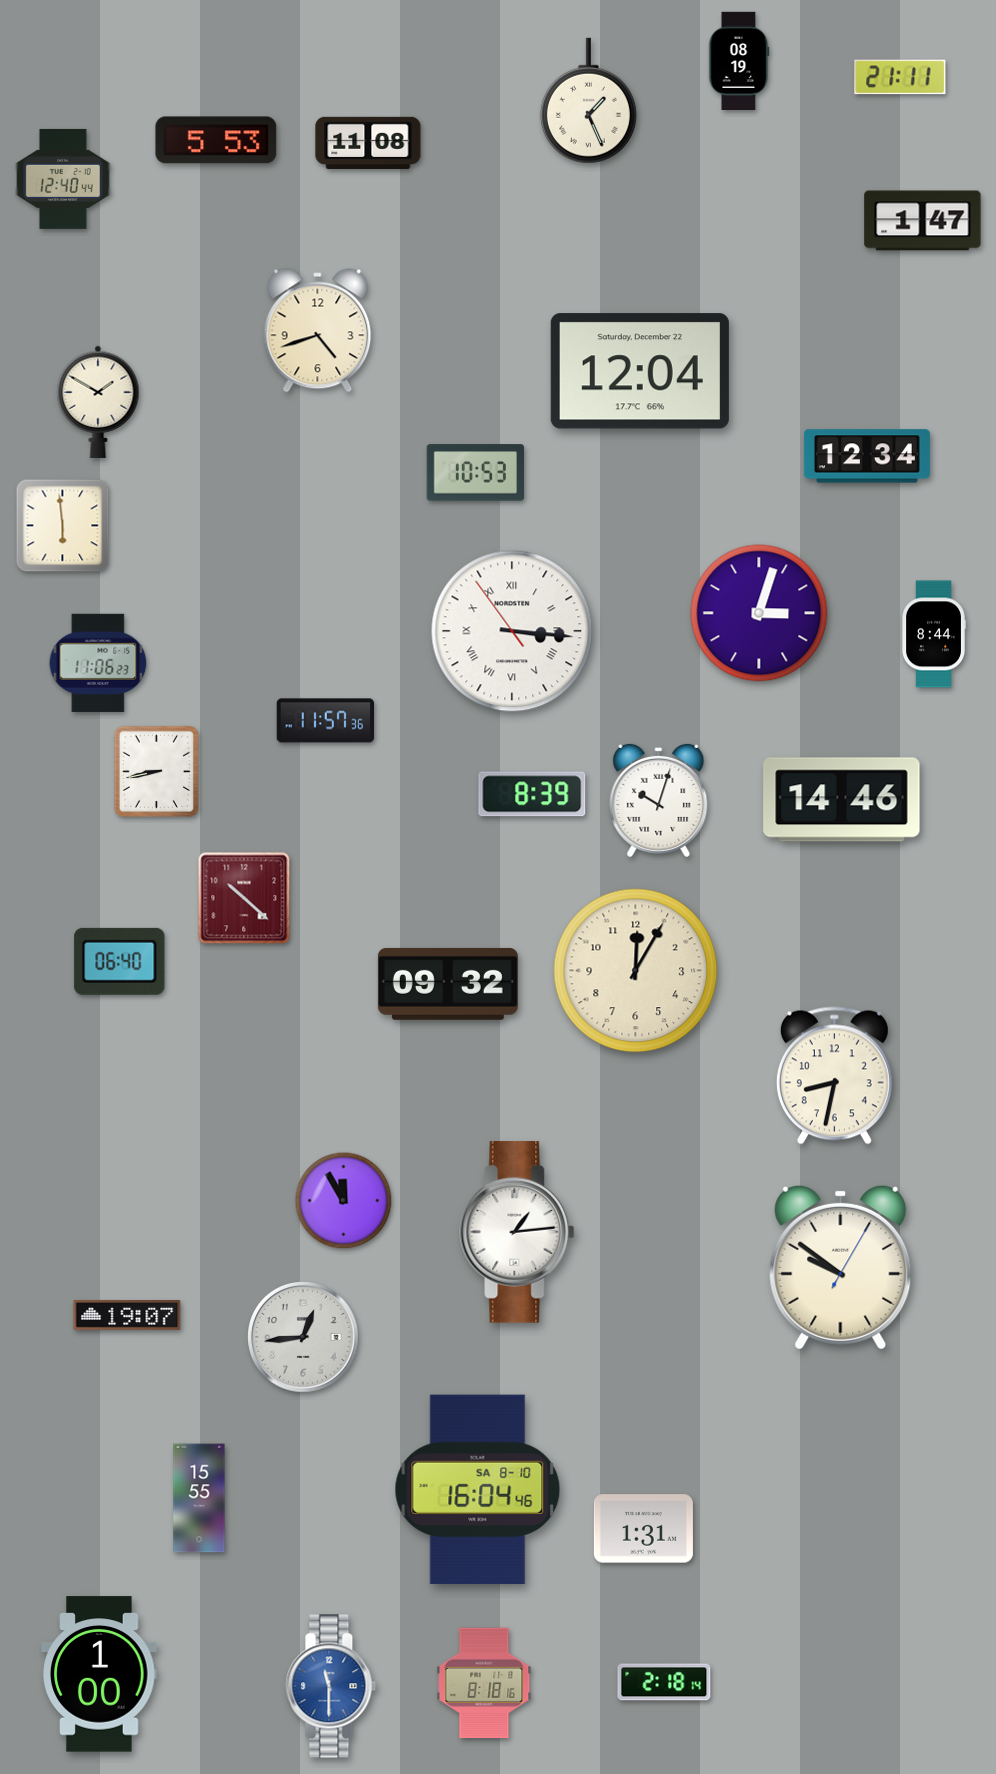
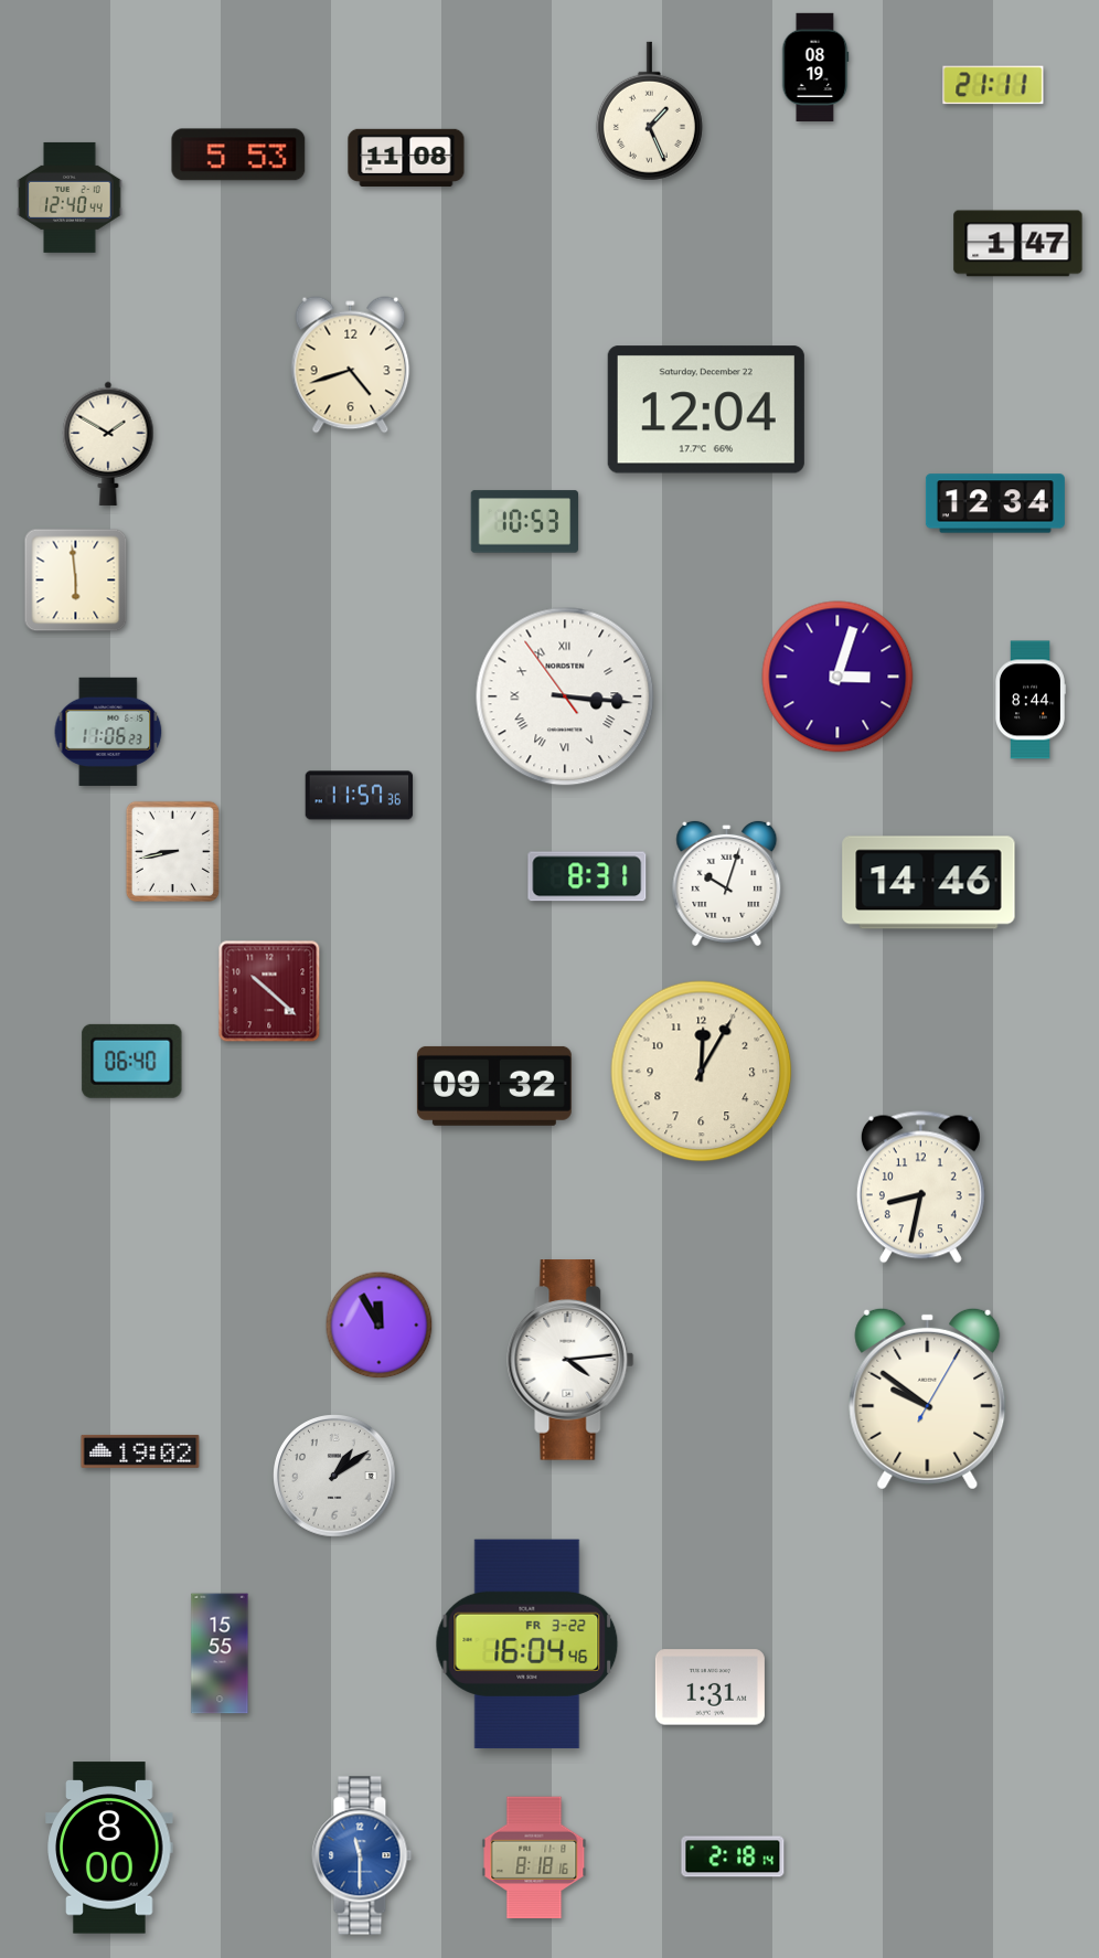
clock at (867, 456) position: (867, 456) -> (995, 503)
clock at (63, 526) position: (63, 526) -> (76, 581)
clock at (532, 794): 8:39 -> 8:31
clock at (517, 1232): 1:14 -> 4:14
clock at (127, 1315): 19:07 -> 19:02
clock at (303, 1337): 12:44 -> 1:09
clock at (478, 1490) date: SA 8-10 -> FR 3-22
clock at (99, 1674): 1:00 -> 8:00
clock at (331, 1686) position: (331, 1686) -> (362, 1855)
